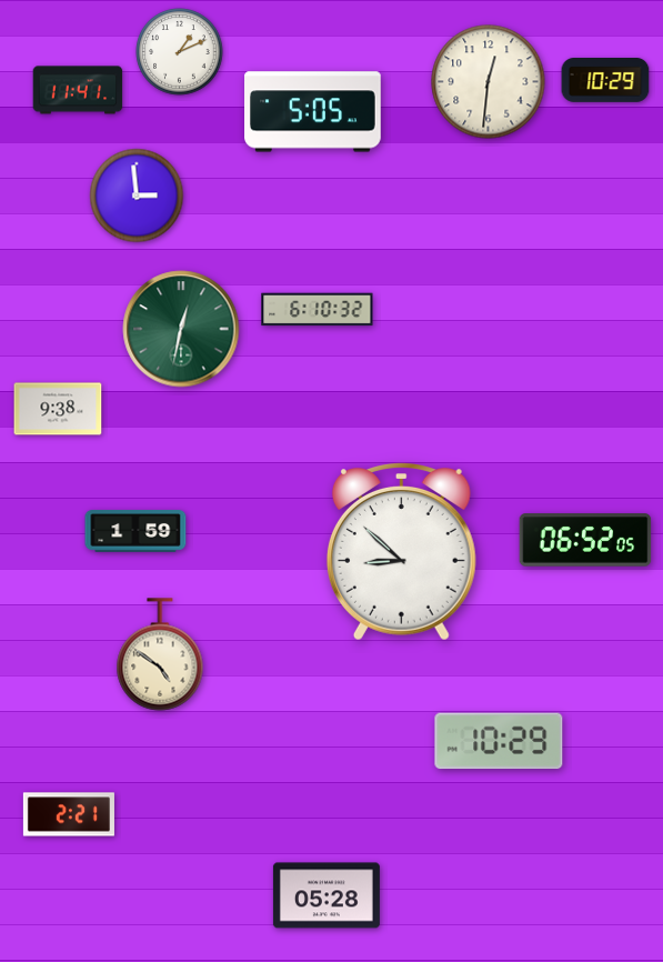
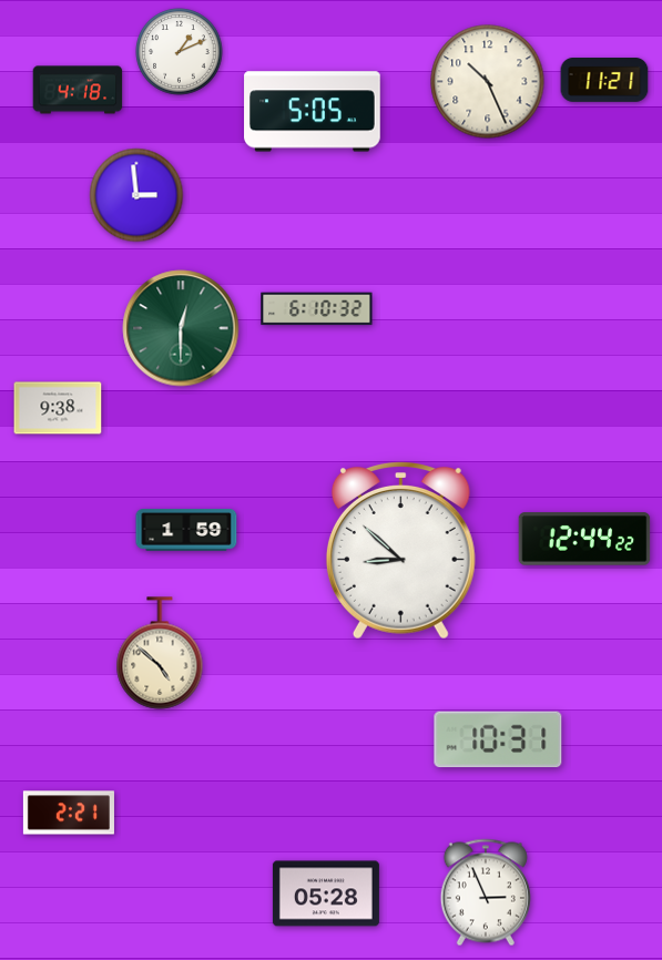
clock at (605, 81): 10:29 -> 11:21
clock at (489, 82): 12:31 -> 10:26
clock at (78, 90): 11:41 -> 4:18
clock at (181, 329): 12:32 -> 12:30
clock at (135, 531) position: (135, 531) -> (186, 530)
clock at (585, 540): 06:52 -> 12:44
clock at (160, 654): 4:51 -> 4:52
clock at (499, 741): 10:29 -> 10:31
clock at (486, 892): none -> 2:56
